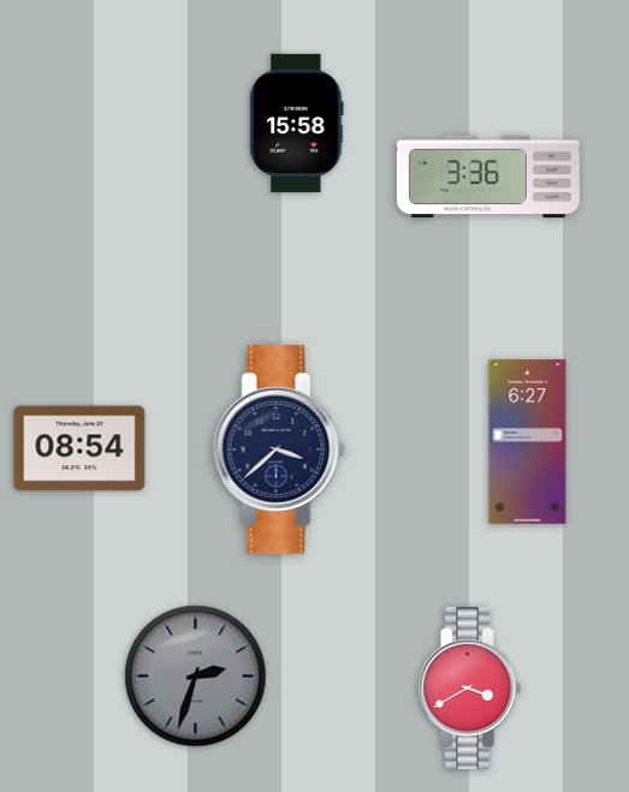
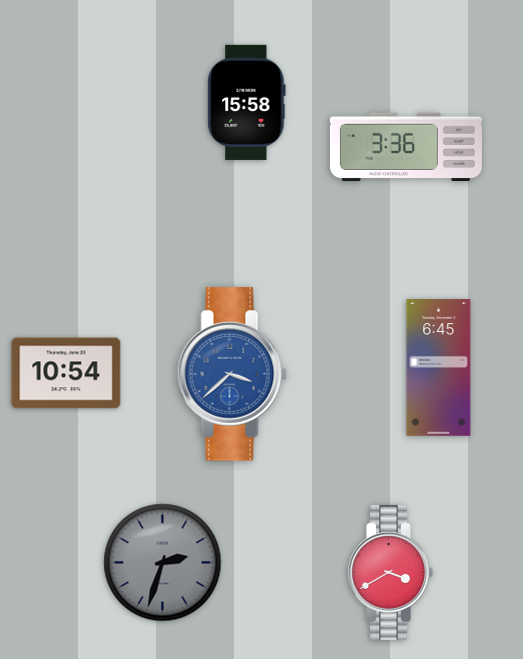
clock at (528, 442): 6:27 -> 6:45
clock at (79, 448): 08:54 -> 10:54
clock at (279, 449) dial: navy -> blue
